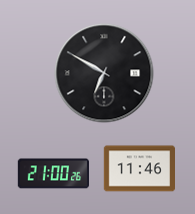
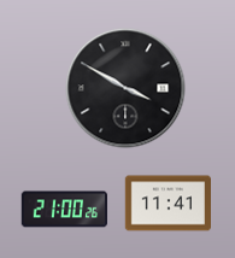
clock at (104, 73): 6:50 -> 3:50
clock at (139, 169): 11:46 -> 11:41
